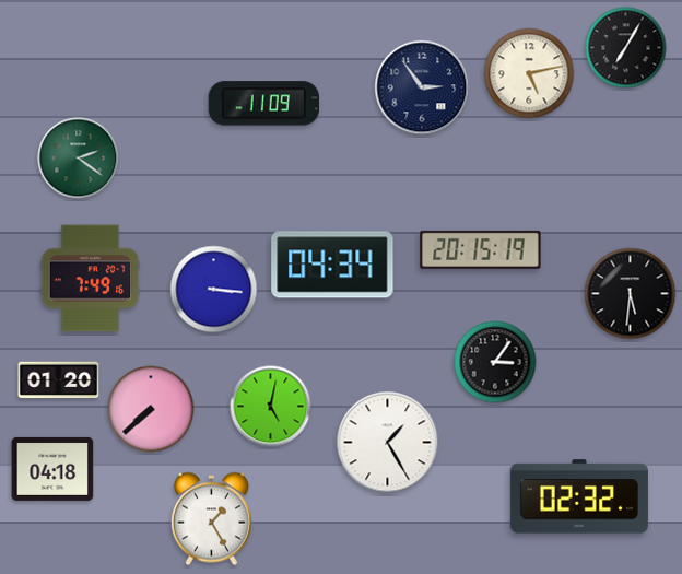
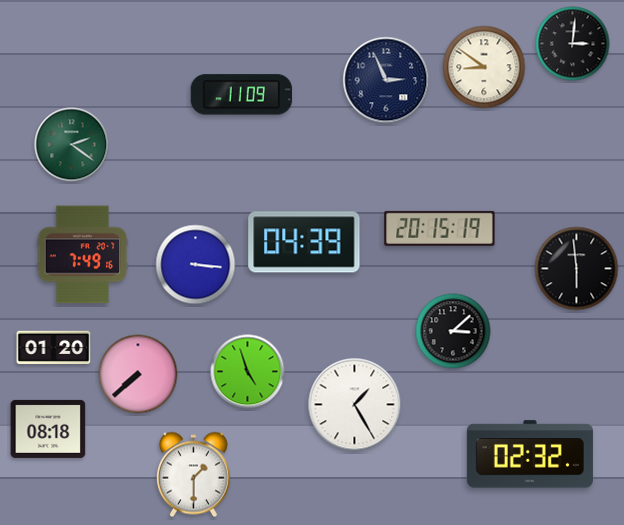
clock at (626, 48): 7:05 -> 3:01
clock at (529, 73): 5:13 -> 8:51
clock at (422, 87): 2:54 -> 2:56
clock at (332, 265): 04:34 -> 04:39
clock at (631, 294): 5:31 -> 5:59
clock at (495, 362): 3:06 -> 3:08
clock at (271, 407): 5:02 -> 4:57
clock at (52, 469): 04:18 -> 08:18
clock at (211, 519): 1:25 -> 1:30
